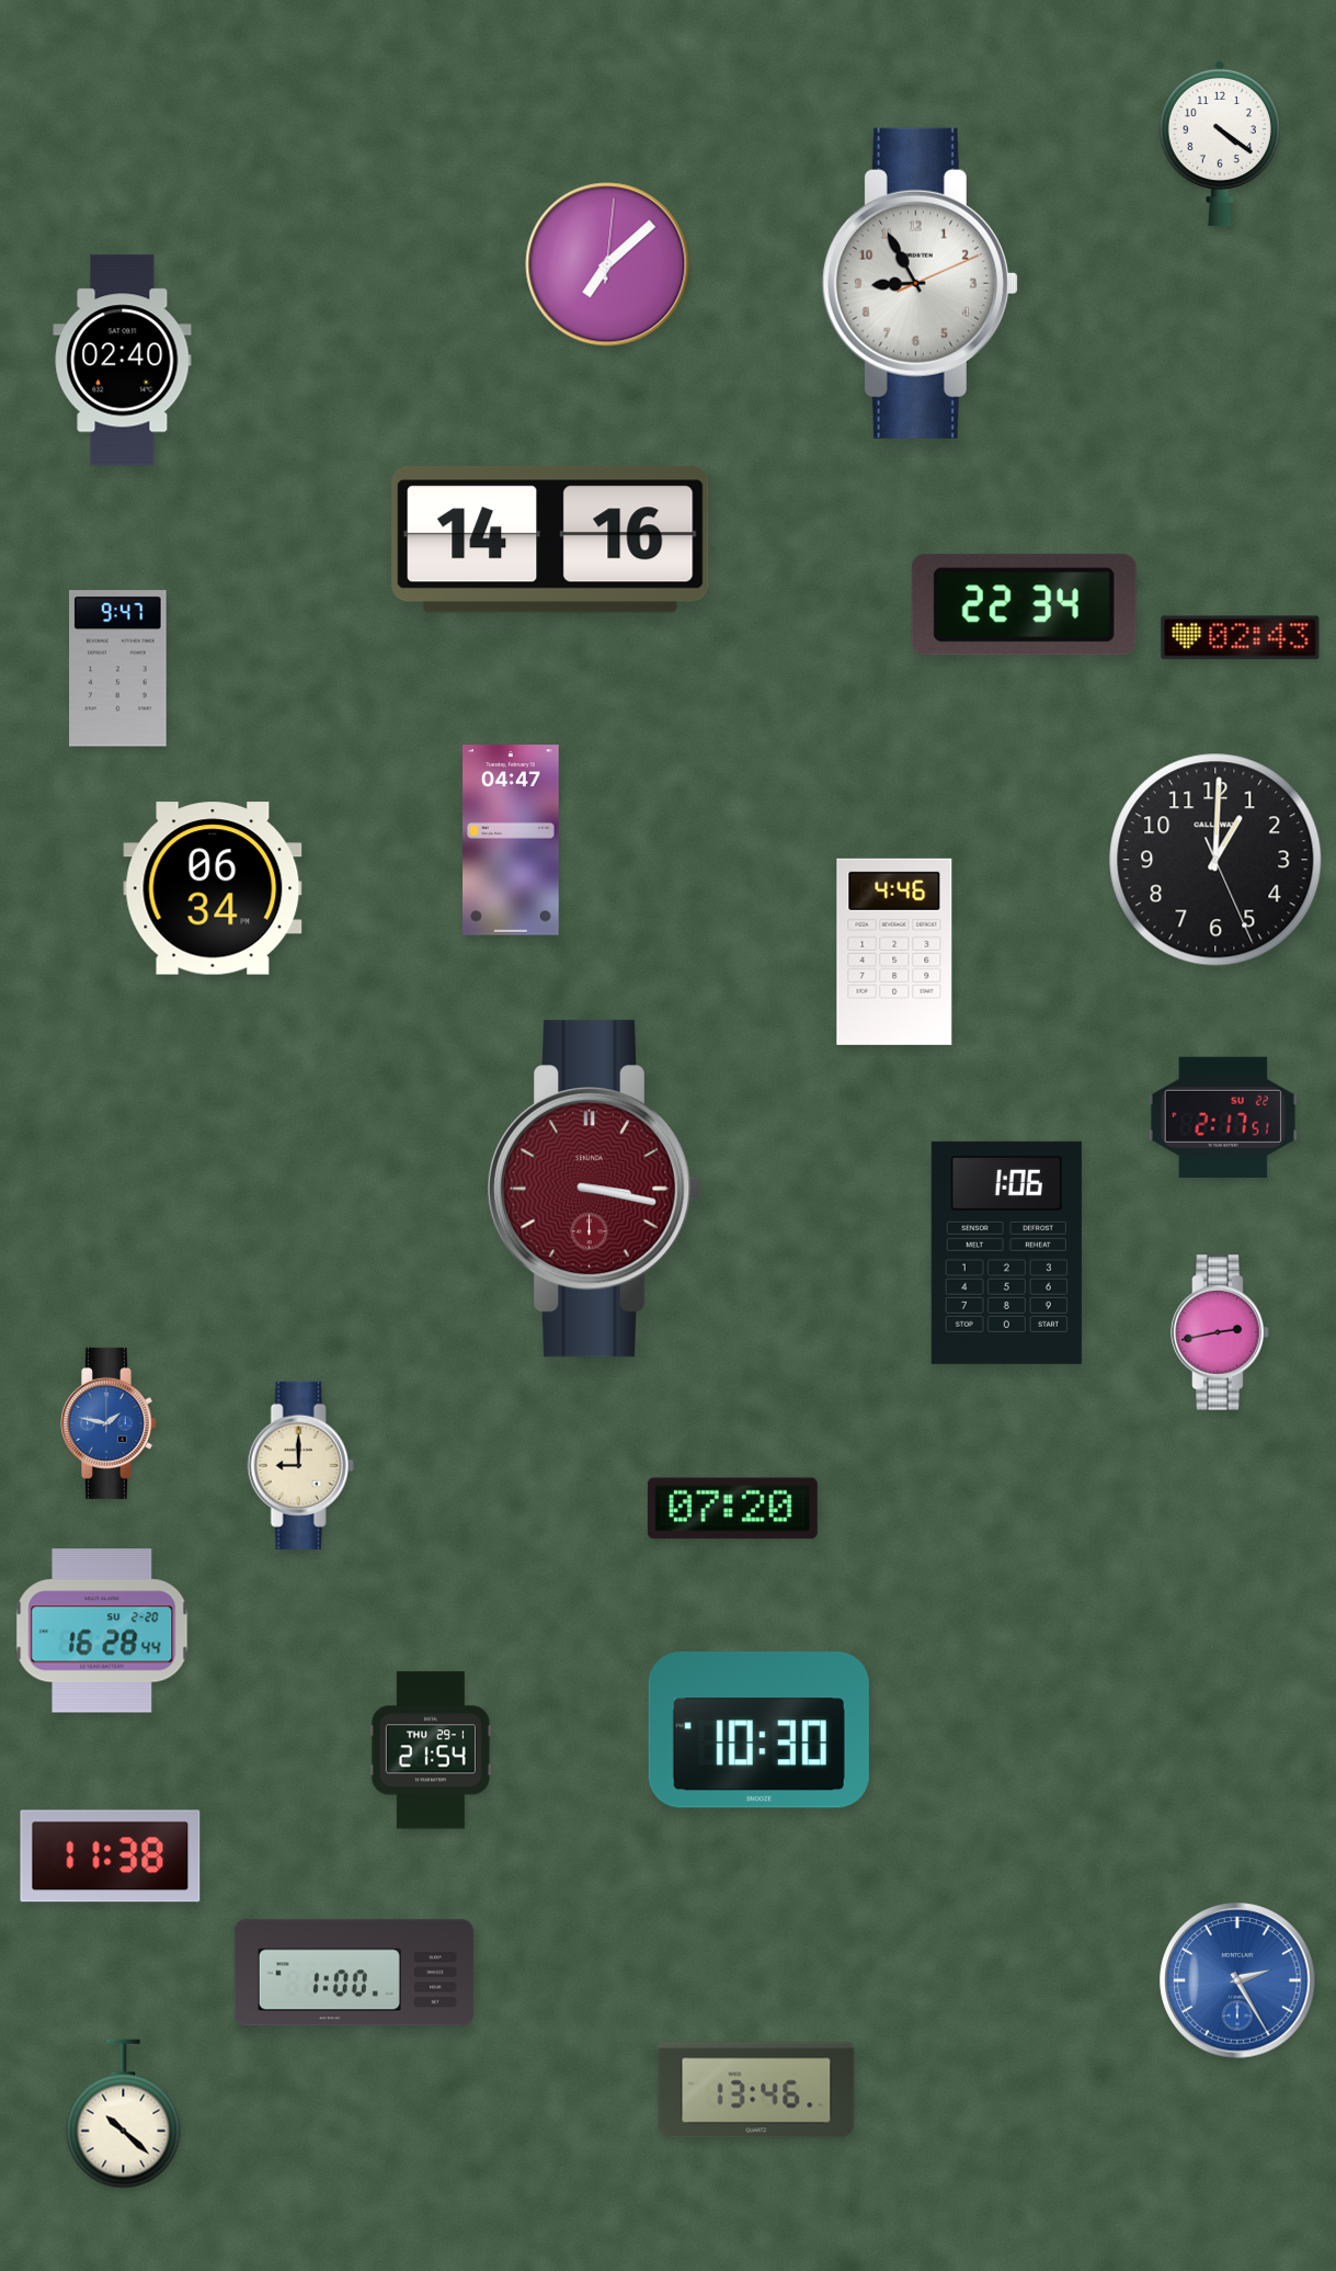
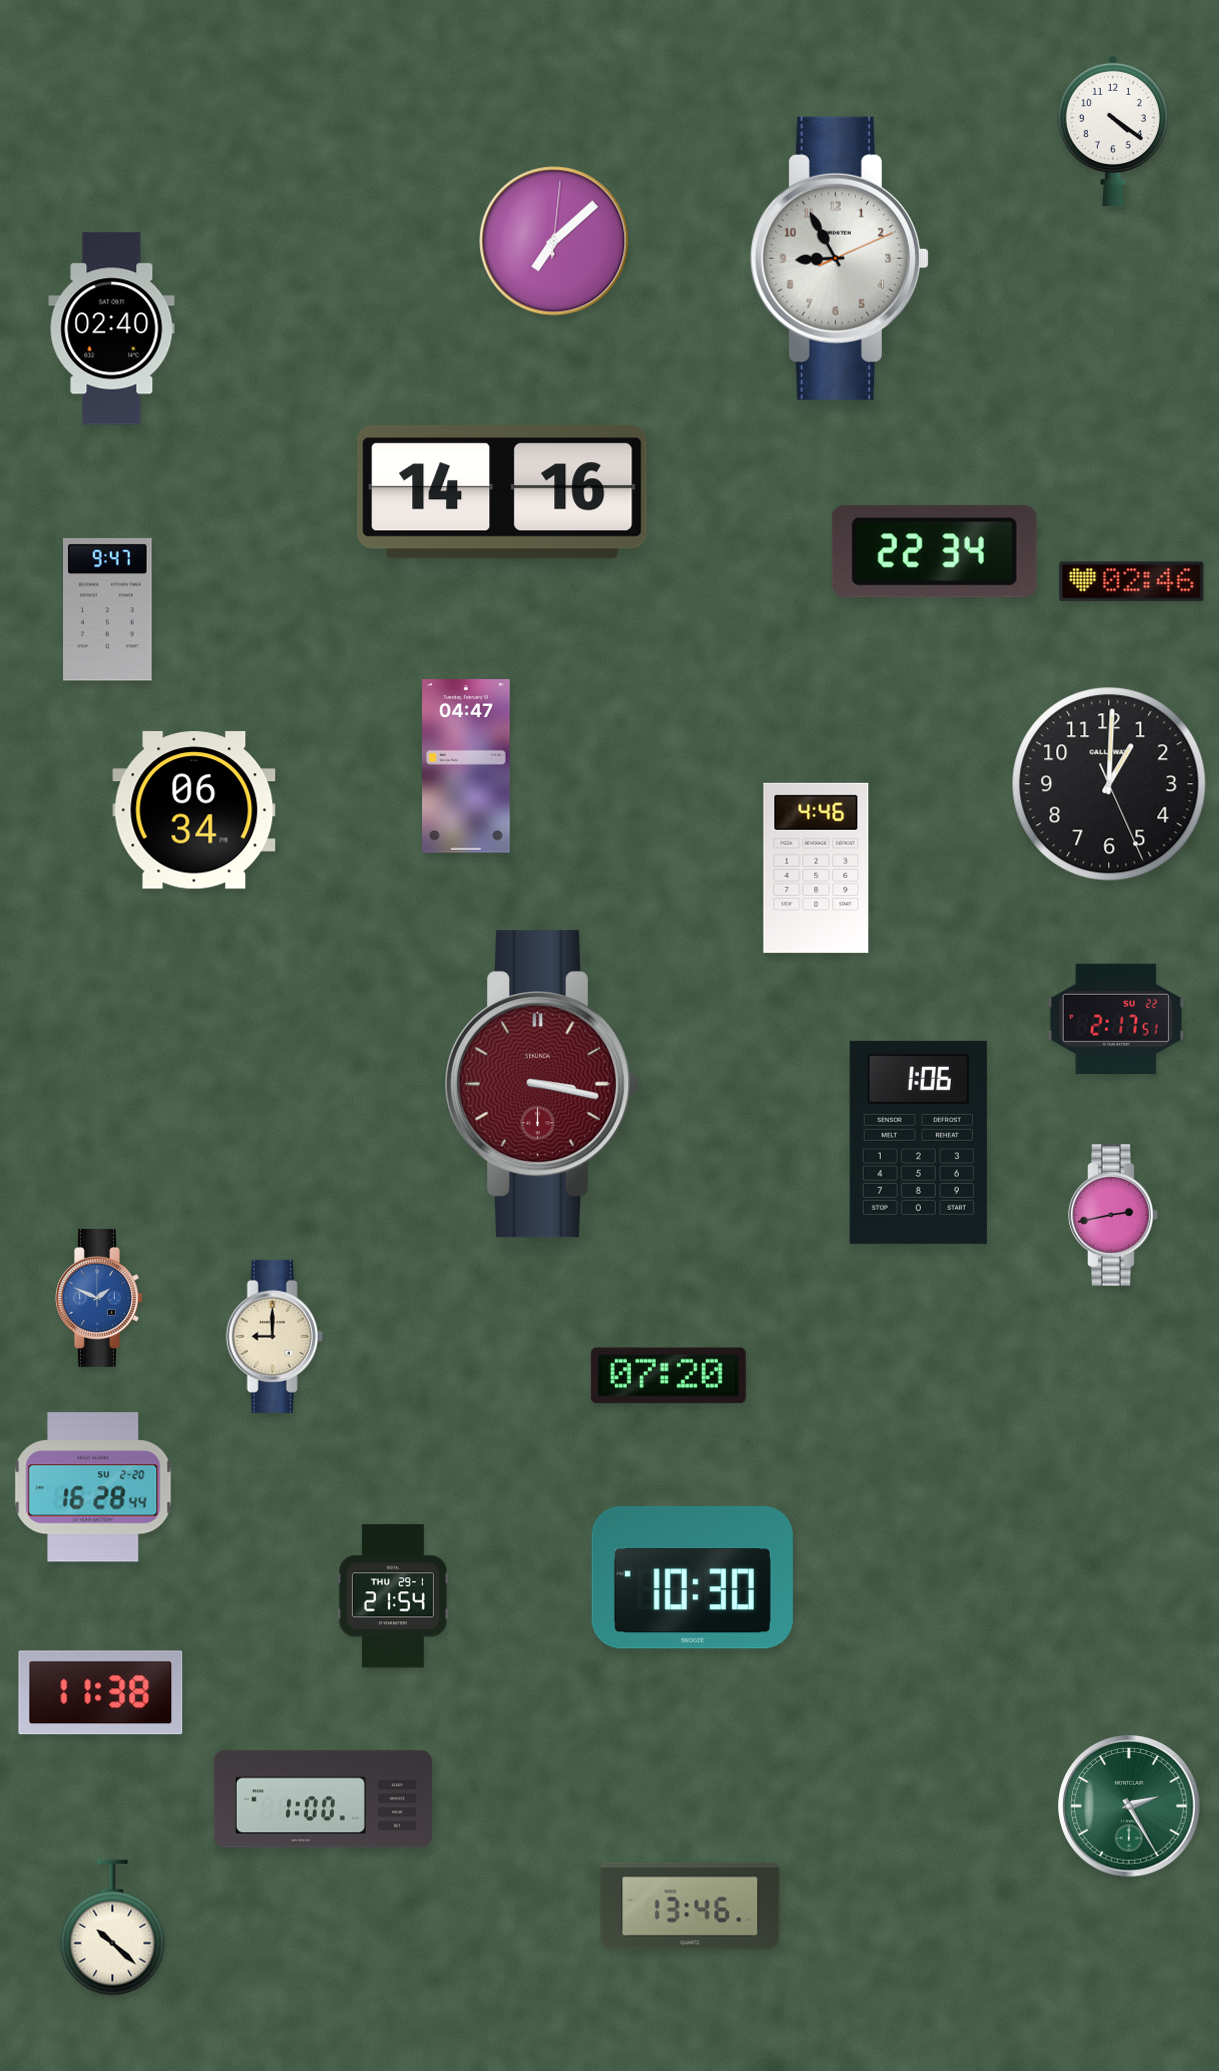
clock at (1241, 638): 02:43 -> 02:46
clock at (110, 1423): 1:47 -> 1:49
clock at (1237, 1980) dial: blue -> green
